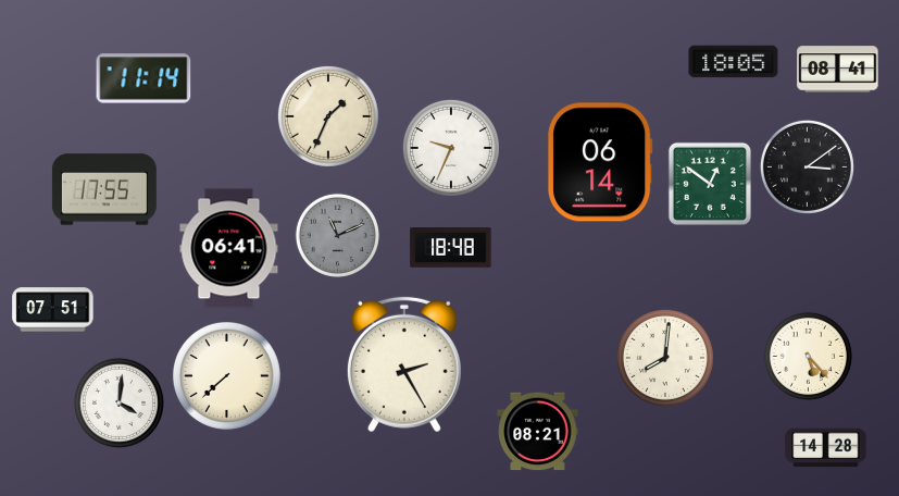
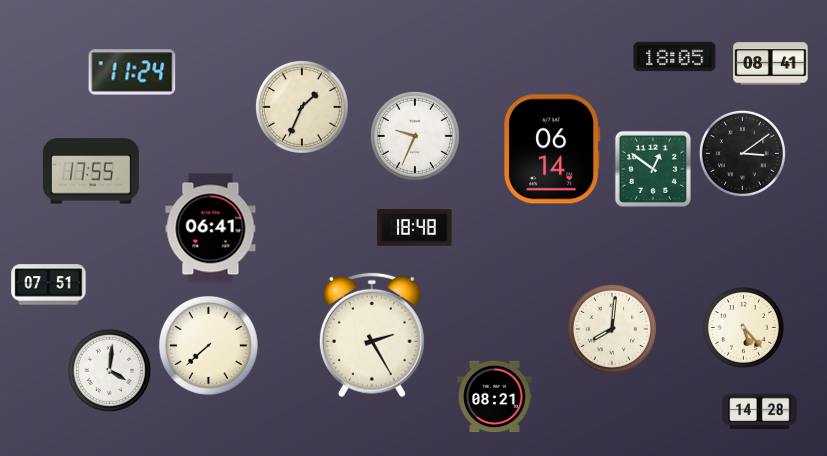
clock at (143, 78): 11:14 -> 11:24
clock at (104, 189) position: (104, 189) -> (91, 171)
clock at (337, 235): 11:11 -> none
